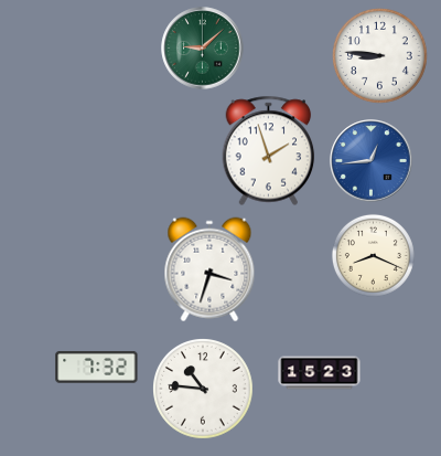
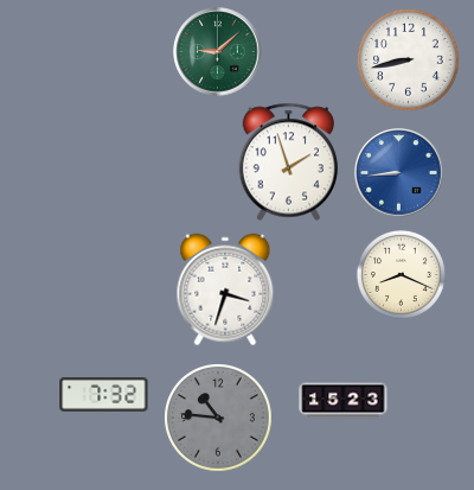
clock at (380, 56): 8:46 -> 8:43
clock at (372, 161): 12:44 -> 8:44
clock at (204, 390) dial: white -> grey
